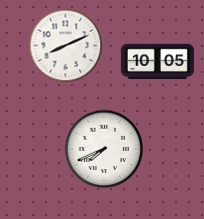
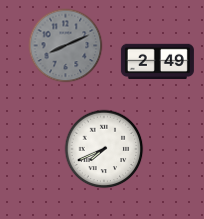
clock at (66, 46) dial: white -> grey
clock at (157, 62): 10:05 -> 2:49
